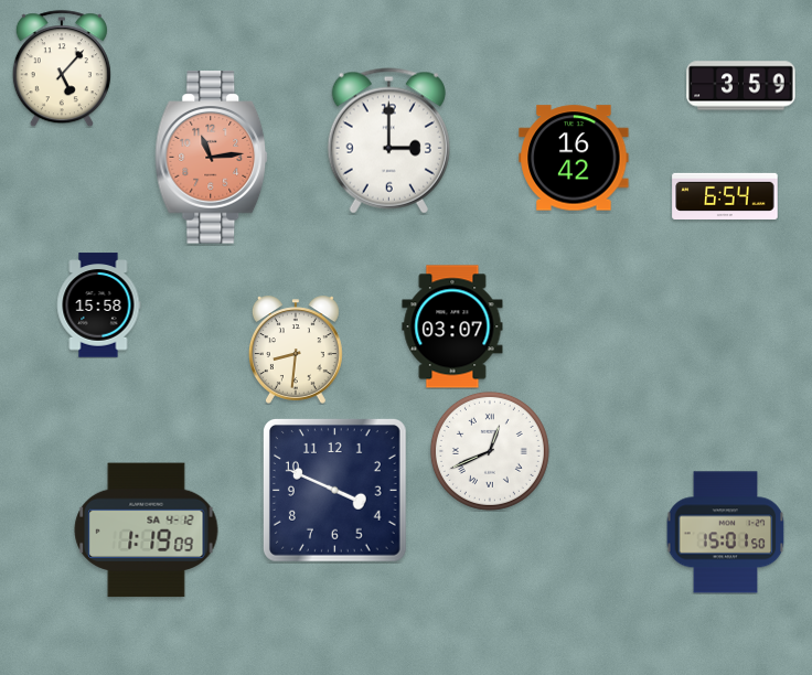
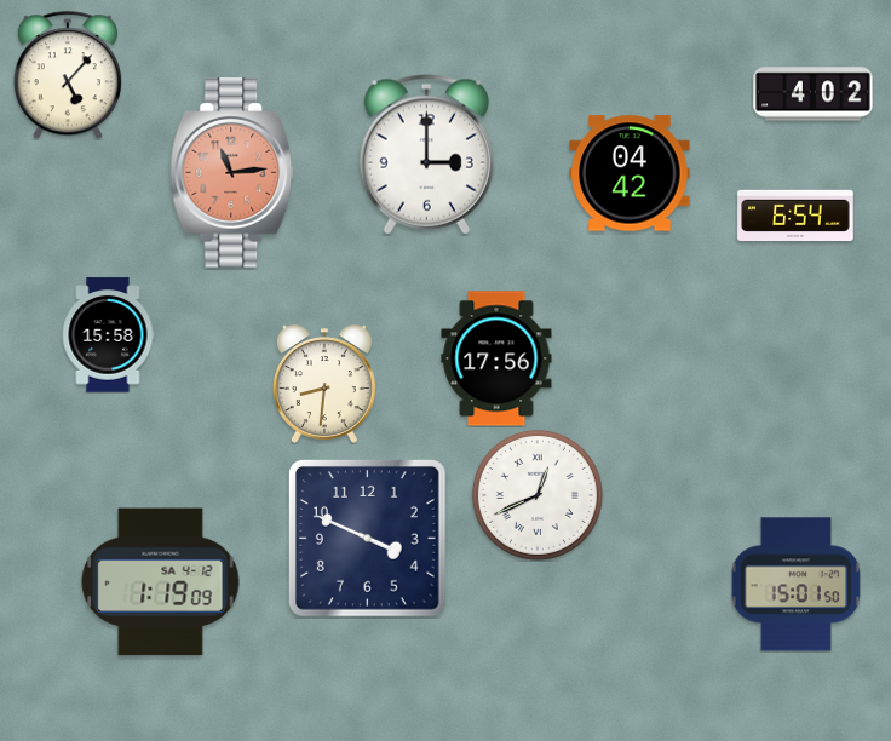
clock at (741, 86): 3:59 -> 4:02
clock at (574, 158): 16:42 -> 04:42
clock at (452, 326): 03:07 -> 17:56
